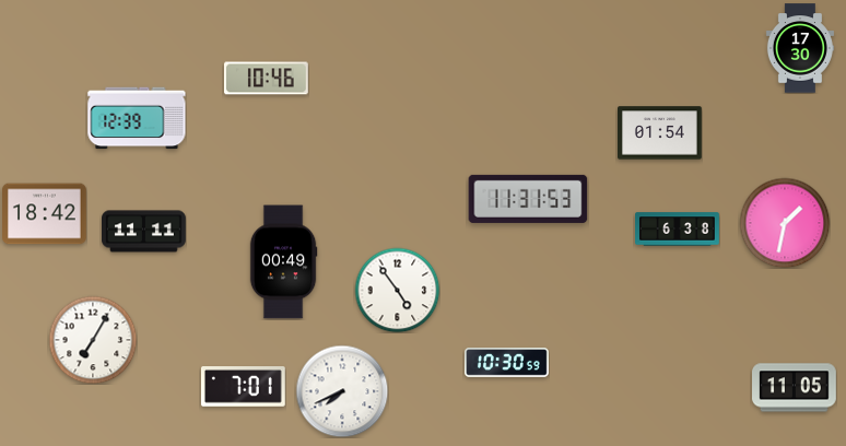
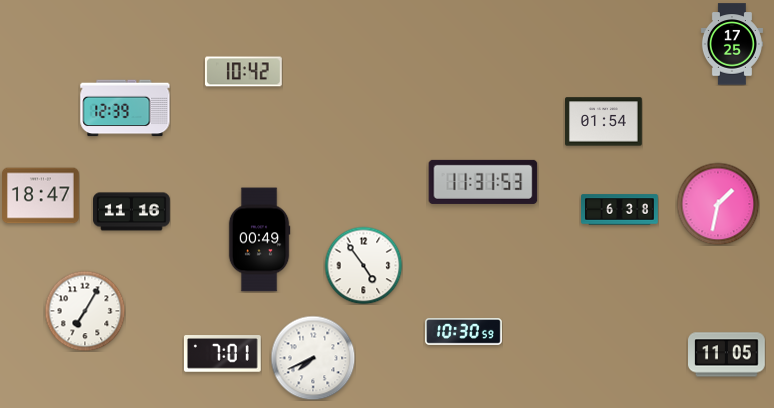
clock at (800, 48): 17:30 -> 17:25
clock at (267, 79): 10:46 -> 10:42
clock at (45, 214): 18:42 -> 18:47
clock at (144, 232): 11:11 -> 11:16
